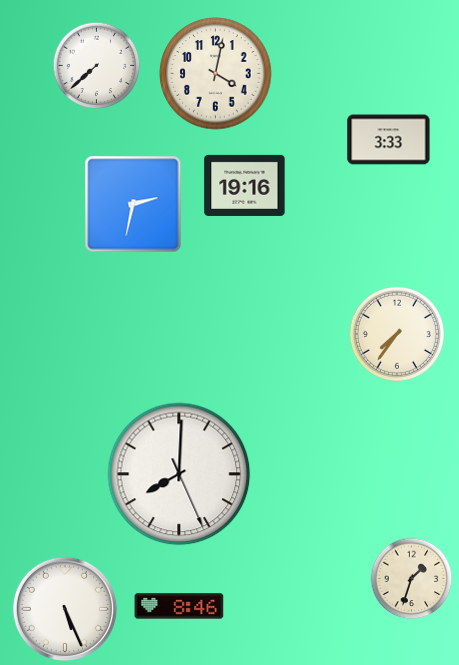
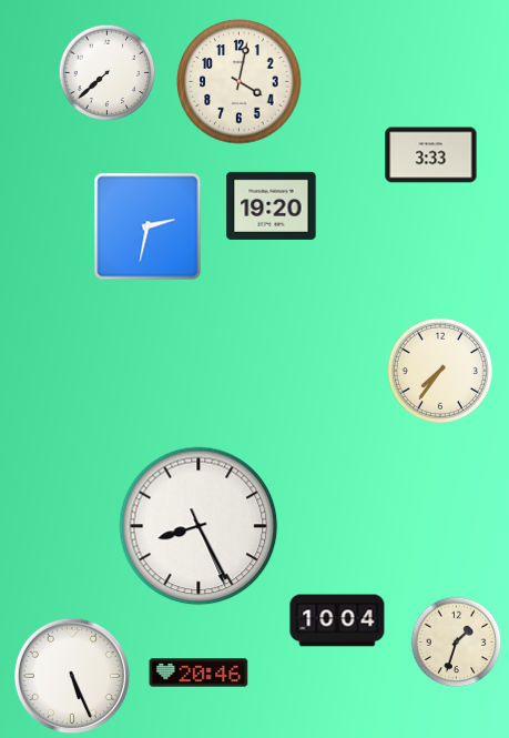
clock at (245, 185): 19:16 -> 19:20
clock at (179, 474): 8:00 -> 8:25
clock at (337, 620): none -> 10:04
clock at (179, 606): 8:46 -> 20:46
